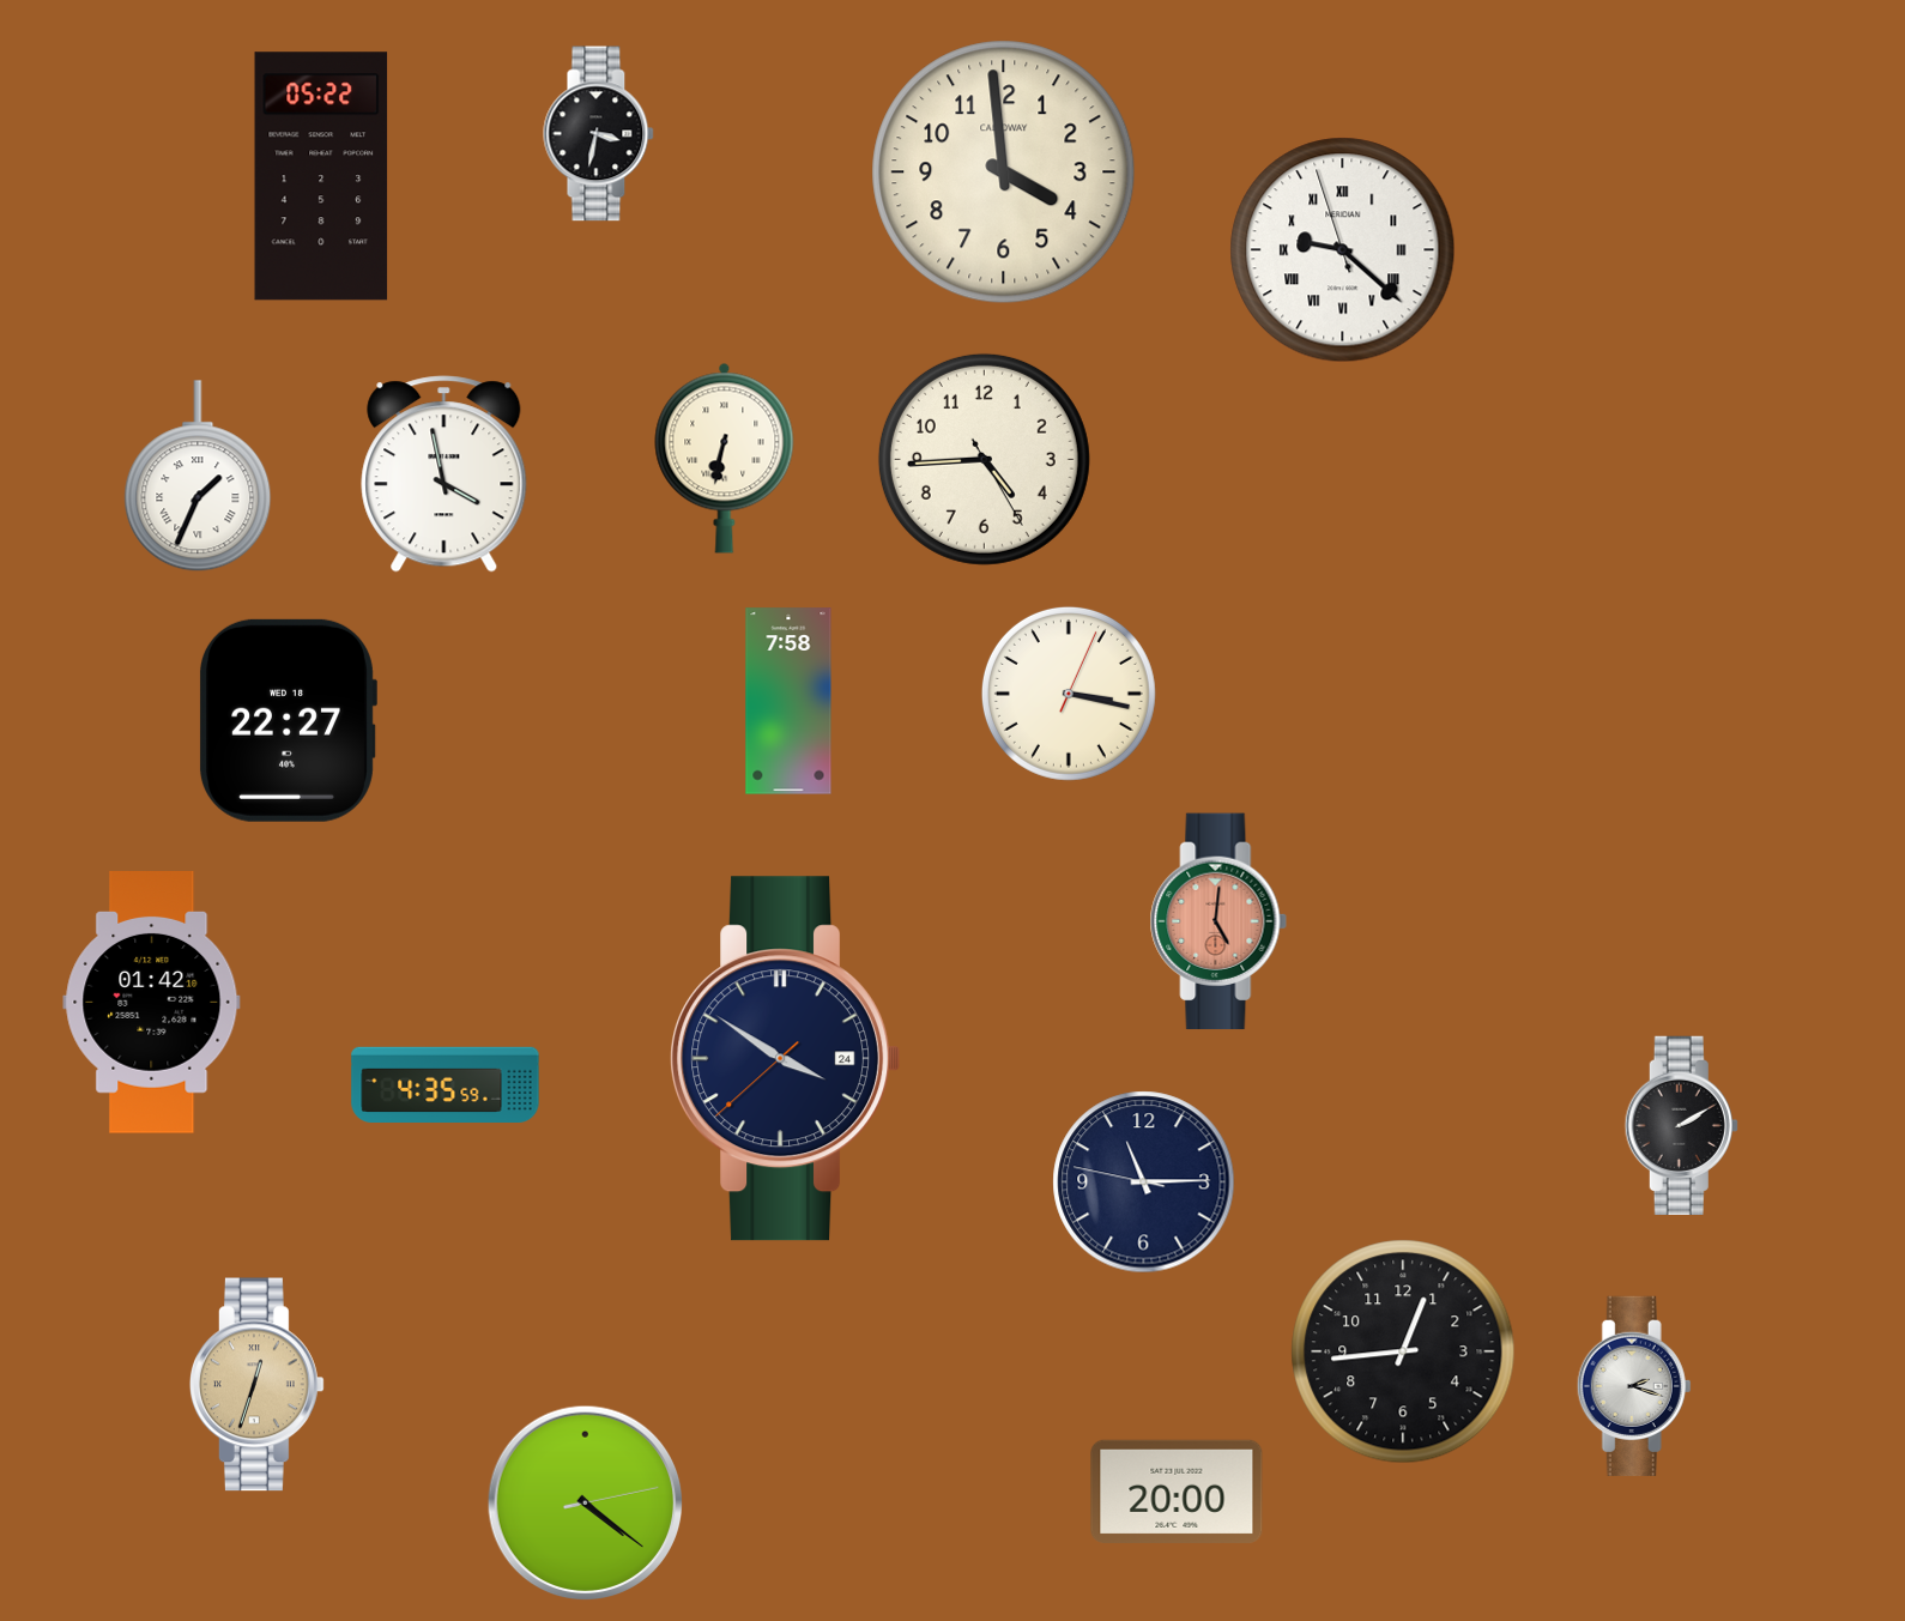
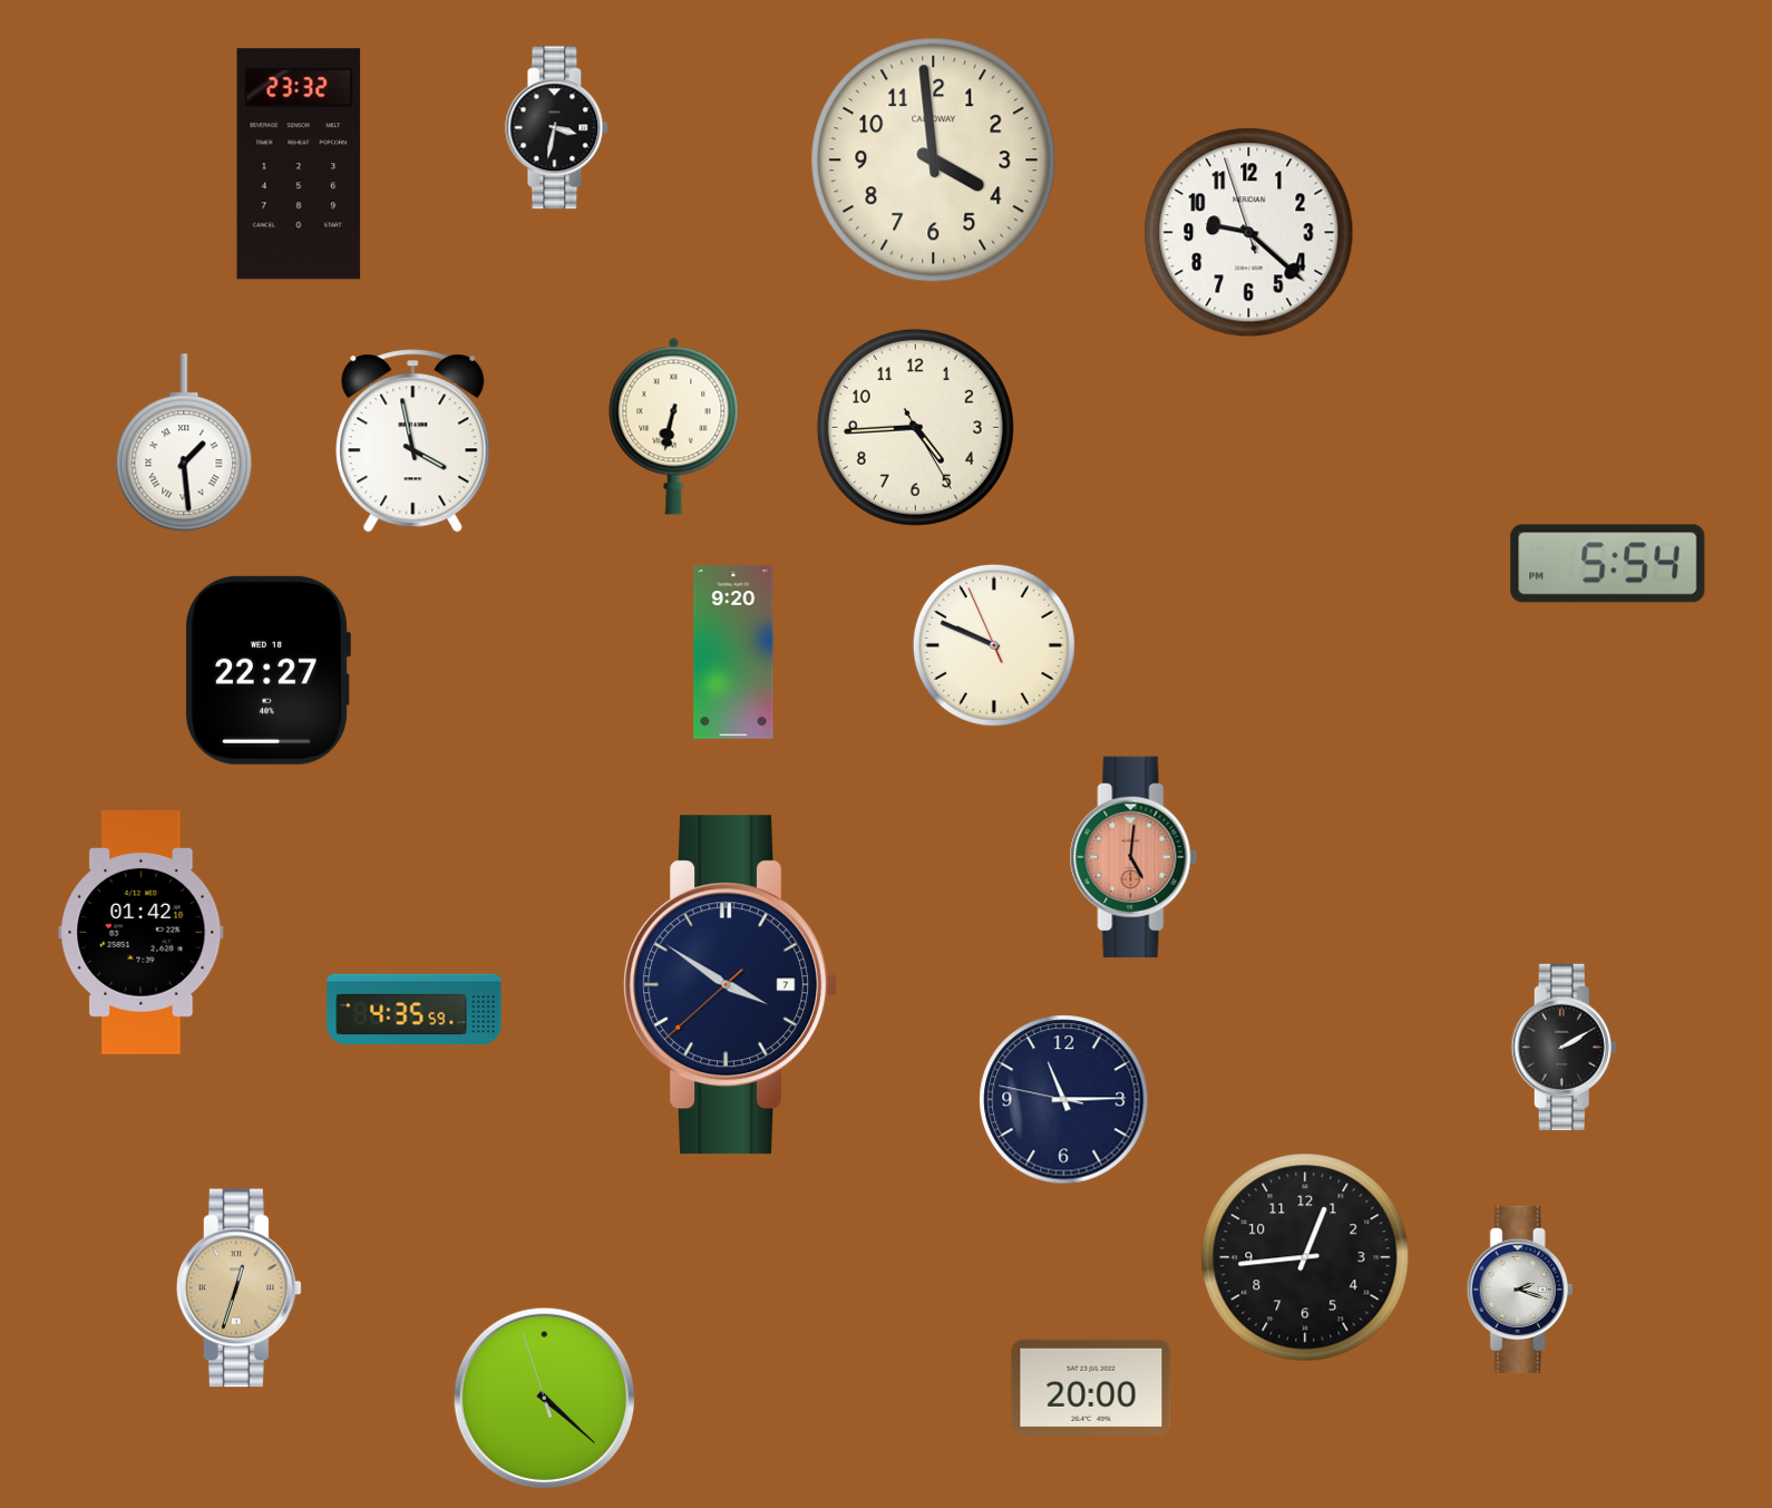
clock at (599, 134) position: (599, 134) -> (557, 128)
clock at (321, 176): 05:22 -> 23:32
clock at (1343, 250) numerals: Roman -> Arabic
clock at (198, 477): 1:34 -> 1:29
clock at (1608, 564): none -> 5:54
clock at (1069, 694): 3:17 -> 9:48
clock at (788, 701): 7:58 -> 9:20
clock at (786, 1059) date: 24 -> 7
clock at (1177, 1492) position: (1177, 1492) -> (1091, 1388)
clock at (586, 1504): 4:21:13 -> 4:21:57
